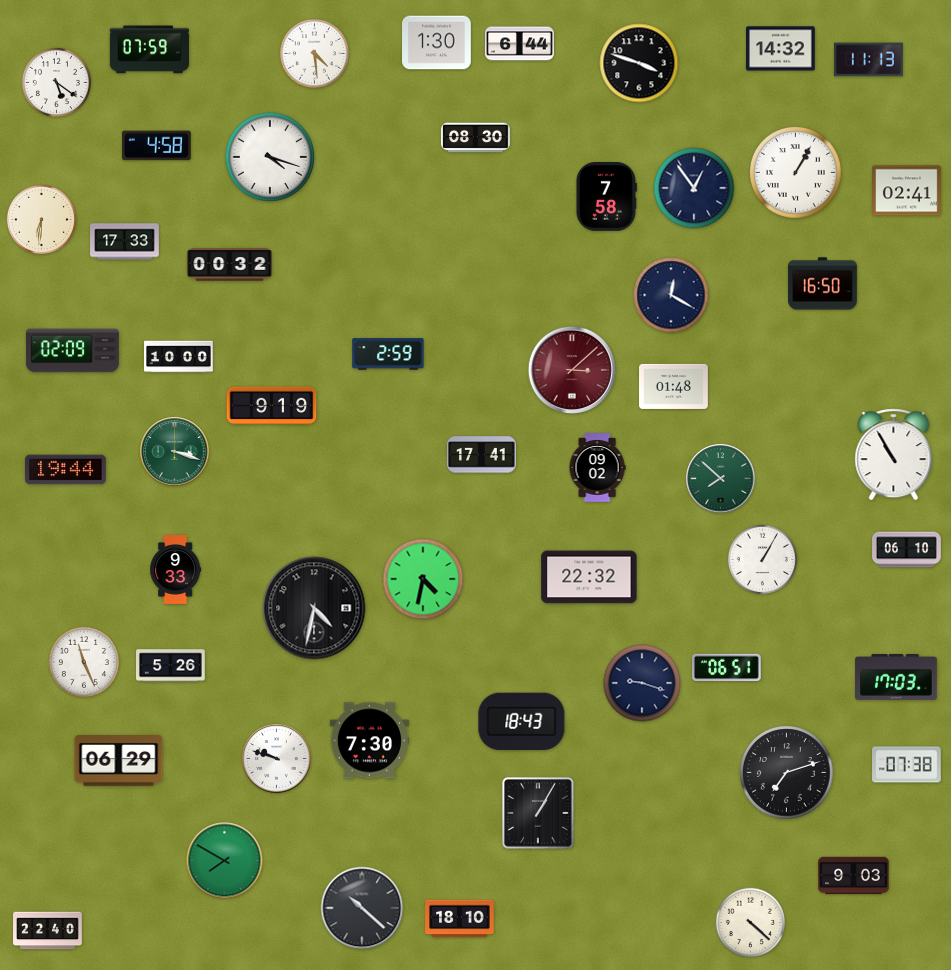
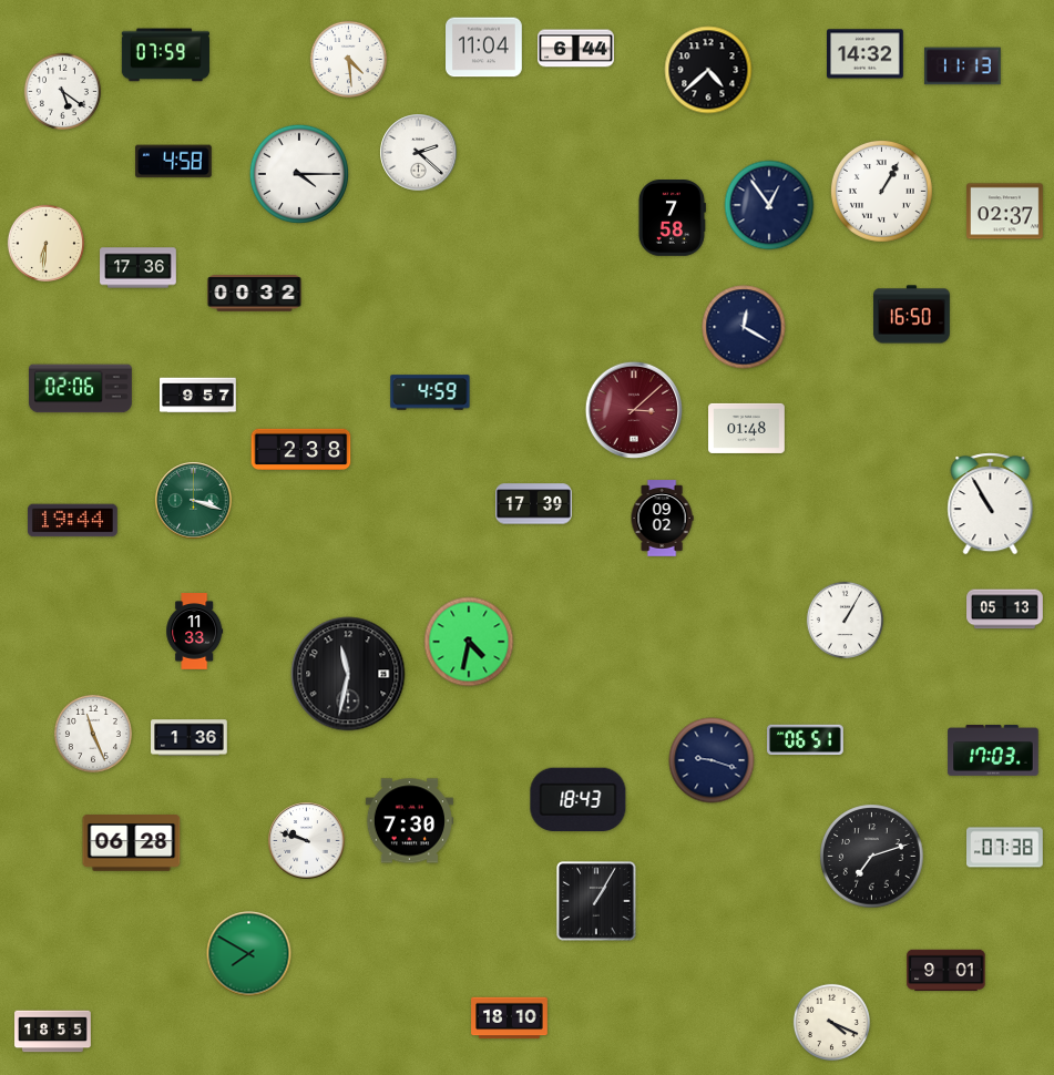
clock at (437, 43): 1:30 -> 11:04
clock at (639, 63): 3:48 -> 4:38
clock at (419, 153): none -> 2:22
clock at (476, 138): 08:30 -> none
clock at (270, 157): 4:18 -> 4:15
clock at (694, 188) position: (694, 188) -> (769, 205)
clock at (907, 191): 02:41 -> 02:37
clock at (125, 242): 17:33 -> 17:36
clock at (72, 351): 02:09 -> 02:06
clock at (388, 354): 2:59 -> 4:59
clock at (179, 357): 10:00 -> 9:57
clock at (272, 406): 9:19 -> 2:38
clock at (482, 455): 17:41 -> 17:39
clock at (721, 479): 7:52 -> none
clock at (907, 550): 06:10 -> 05:13
clock at (176, 570): 9:33 -> 11:33
clock at (589, 577): 22:32 -> none
clock at (314, 608): 4:32 -> 11:32
clock at (171, 666): 5:26 -> 1:36
clock at (642, 683) position: (642, 683) -> (712, 760)
clock at (119, 761): 06:29 -> 06:28
clock at (854, 876): 9:03 -> 9:01
clock at (362, 908): 10:22 -> none
clock at (750, 922): 4:22 -> 4:19
clock at (48, 931): 22:40 -> 18:55
